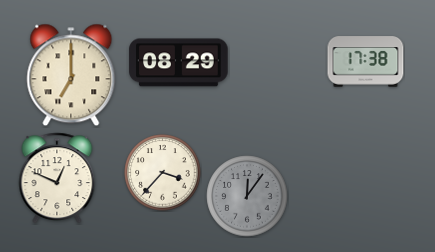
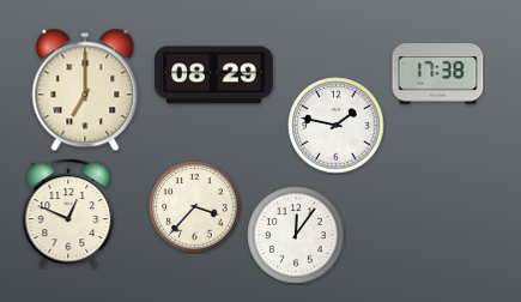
clock at (337, 126): none -> 1:47
clock at (247, 196) dial: grey -> white
